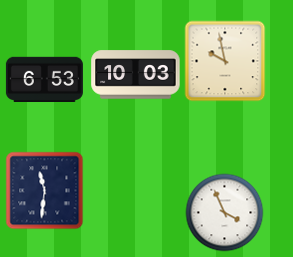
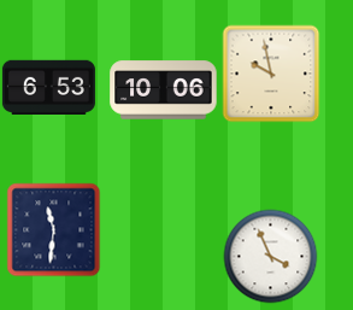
clock at (136, 75): 10:03 -> 10:06
clock at (44, 80) position: (44, 80) -> (48, 88)
